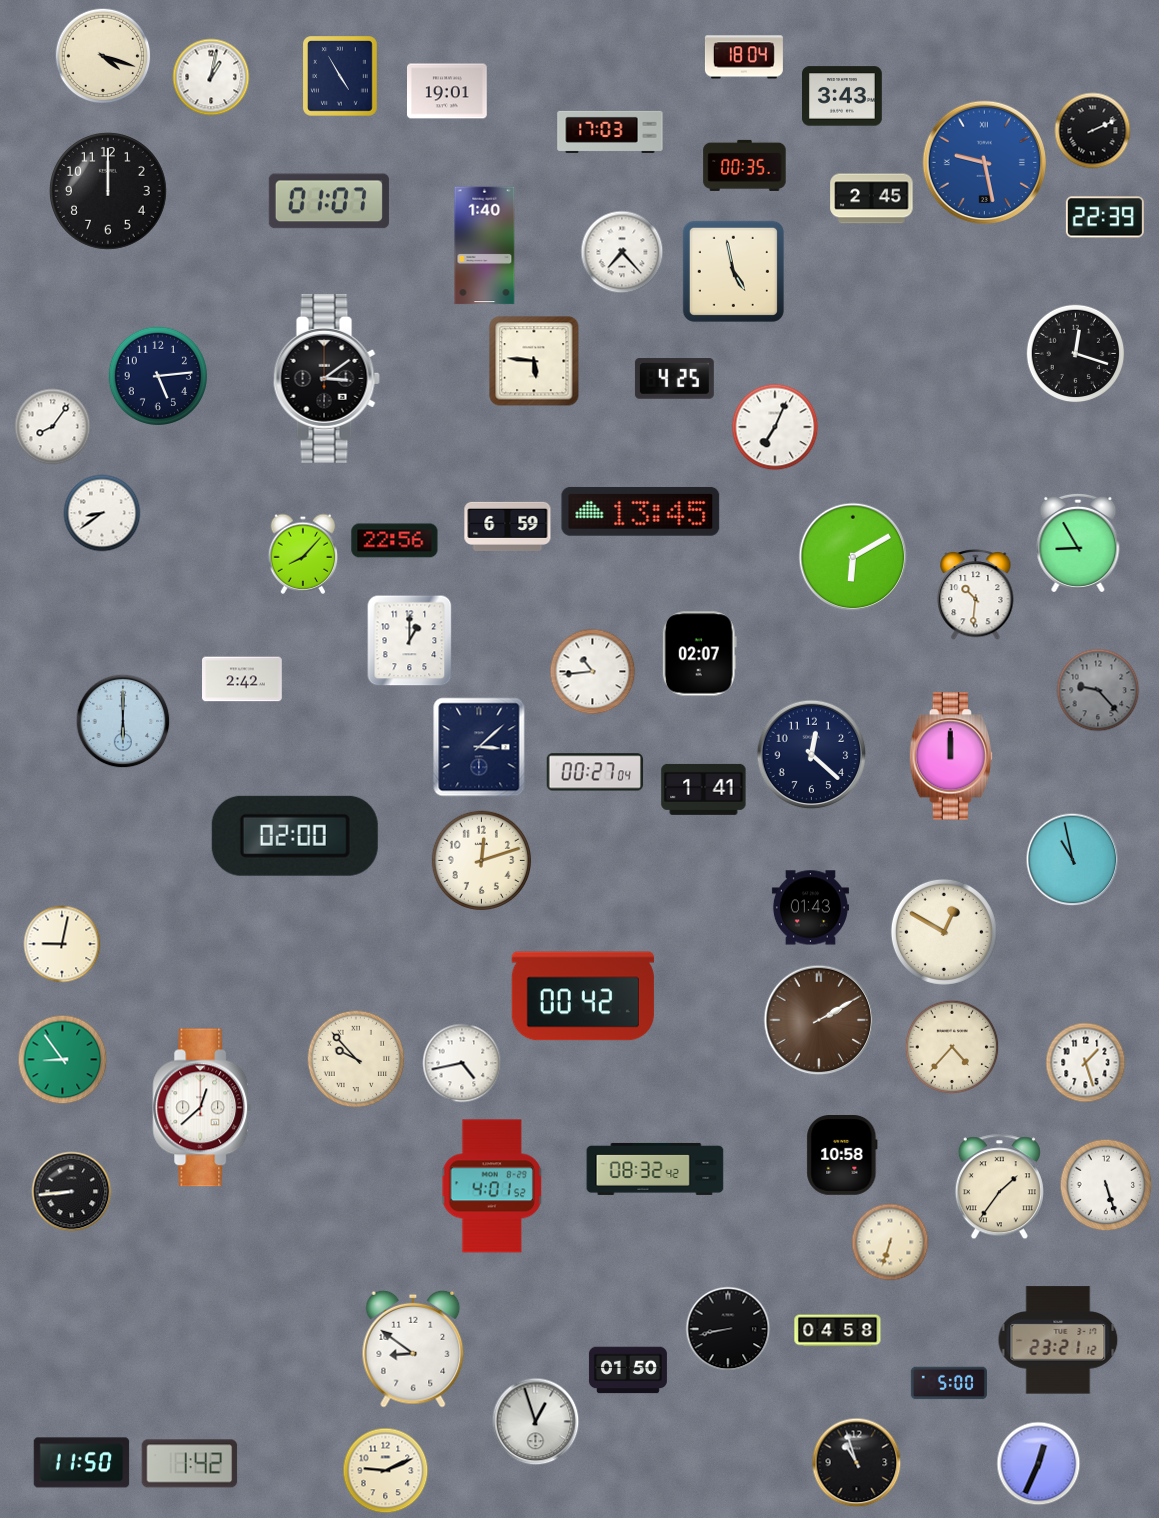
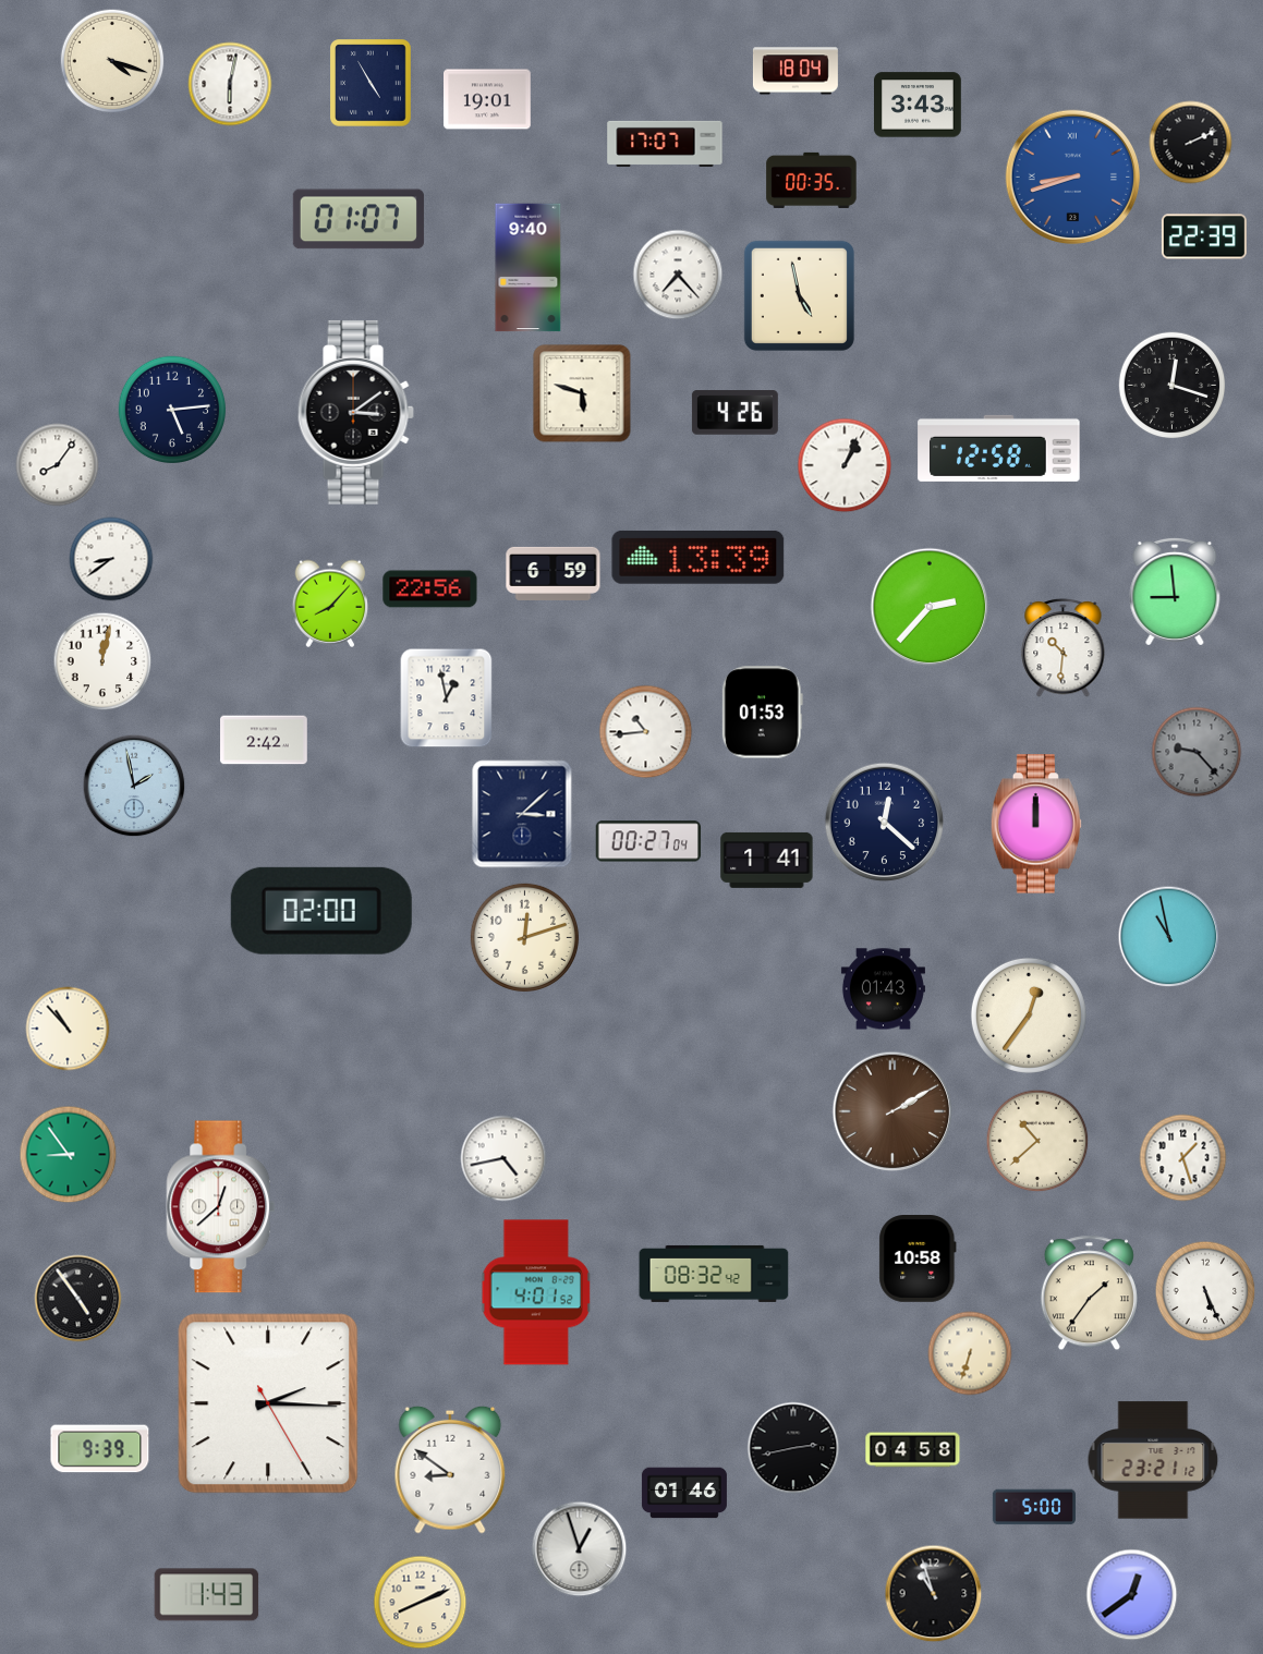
clock at (744, 57) position: (744, 57) -> (796, 71)
clock at (211, 77): 1:02 -> 6:02
clock at (610, 132): 17:03 -> 17:07
clock at (984, 162): 9:28 -> 8:42
clock at (109, 192): 12:00 -> none
clock at (872, 199): 2:45 -> none
clock at (485, 246): 1:40 -> 9:40
clock at (534, 361): 5:46 -> 5:48
clock at (674, 379): 4:25 -> 4:26
clock at (999, 448): none -> 12:58
clock at (775, 427): 7:04 -> 1:04
clock at (641, 511): 13:45 -> 13:39
clock at (1078, 543): 8:55 -> 8:59
clock at (853, 557): 6:10 -> 2:37
clock at (102, 661): none -> 12:02
clock at (410, 641): 1:00 -> 12:58
clock at (699, 654): 02:07 -> 01:53
clock at (123, 721): 6:00 -> 1:58
clock at (944, 932): 12:50 -> 12:36
clock at (62, 944): 9:02 -> 10:53
clock at (583, 996): 00:42 -> none
clock at (952, 1047): 4:37 -> 10:38
clock at (356, 1059): 9:53 -> none
clock at (1106, 1185): 5:27 -> 5:26
clock at (72, 1192): 8:44 -> 4:54
clock at (268, 1403): none -> 2:15
clock at (728, 1329): 8:43 -> 2:43
clock at (100, 1449): none -> 9:39
clock at (628, 1370): 01:50 -> 01:46
clock at (536, 1422) position: (536, 1422) -> (580, 1549)
clock at (82, 1463): 11:50 -> none
clock at (190, 1464): 1:42 -> 1:43
clock at (1039, 1464): 12:34 -> 12:39
clock at (386, 1471): 9:11 -> 8:11
